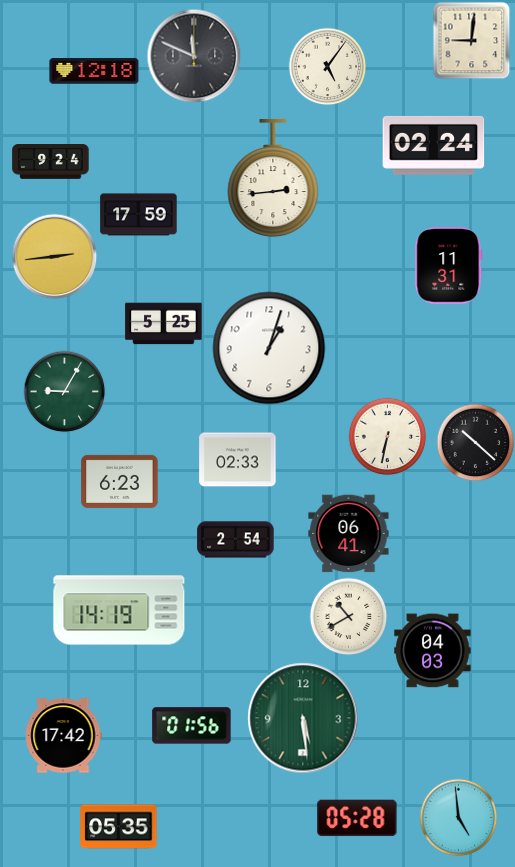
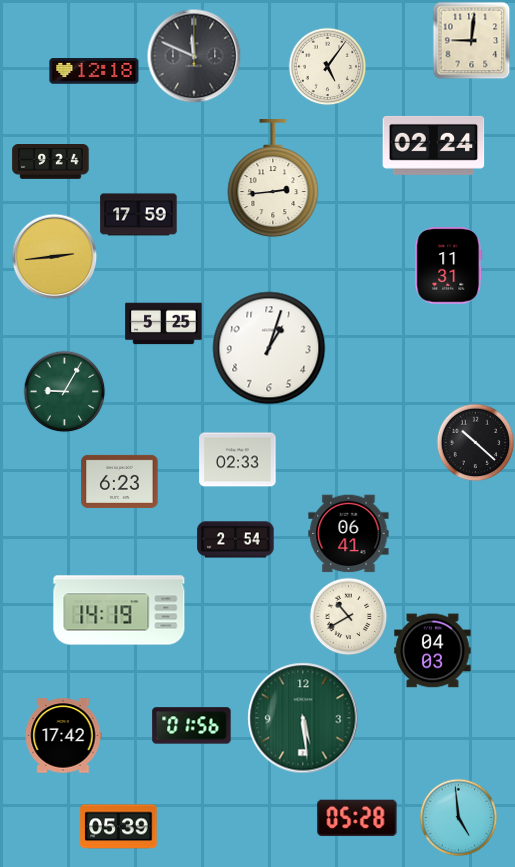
clock at (387, 436): 6:32 -> none
clock at (119, 827): 05:35 -> 05:39
